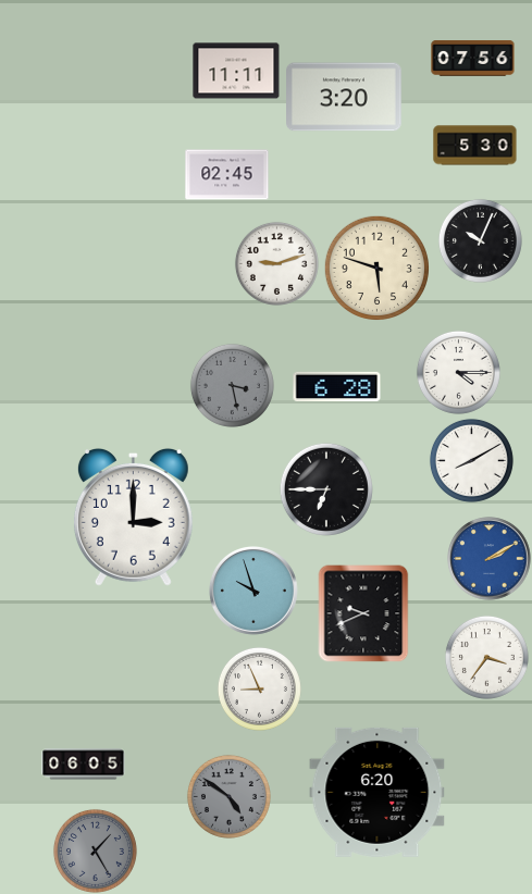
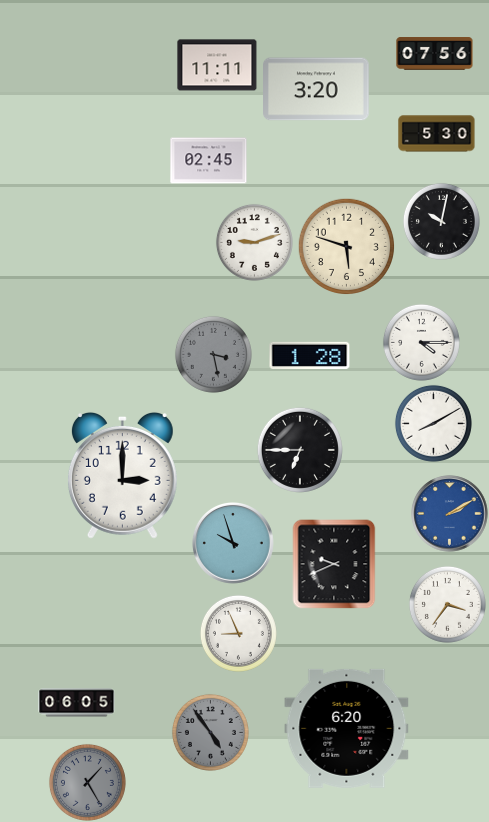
clock at (480, 240): 10:04 -> 10:02
clock at (337, 386): 6:28 -> 1:28
clock at (228, 796): 4:51 -> 4:54
